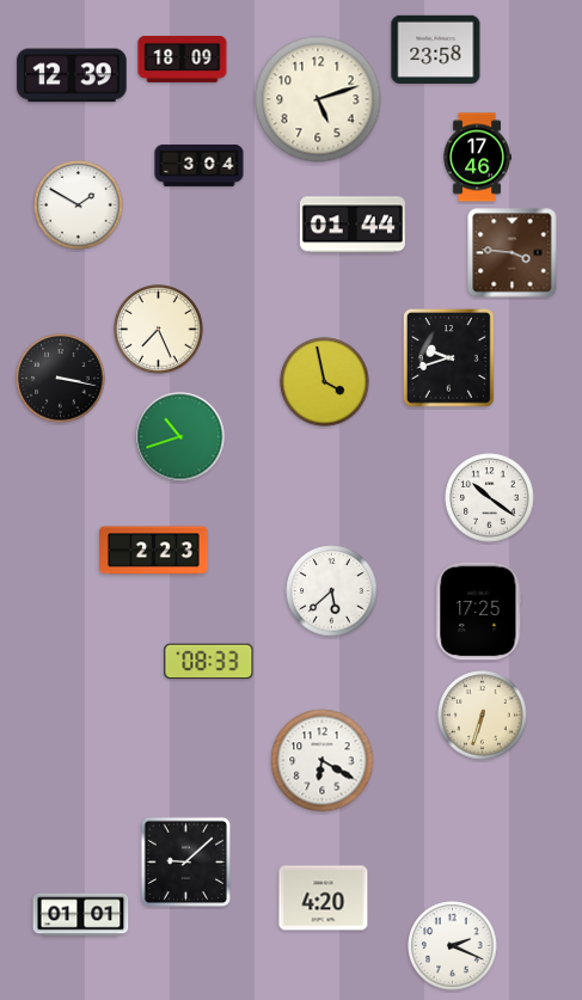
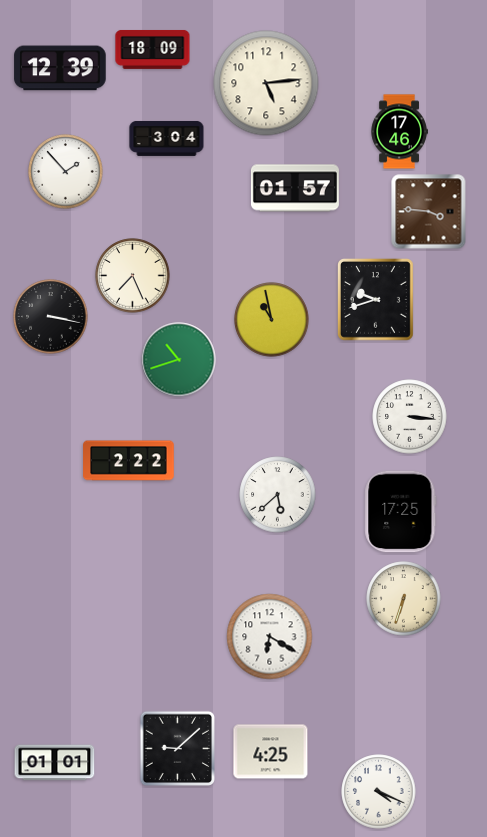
clock at (436, 49): 23:58 -> none
clock at (72, 75) position: (72, 75) -> (60, 68)
clock at (318, 99): 5:12 -> 5:14
clock at (79, 205): 1:50 -> 1:53
clock at (353, 225): 01:44 -> 01:57
clock at (325, 382): 3:58 -> 10:58
clock at (180, 437) position: (180, 437) -> (179, 360)
clock at (490, 498): 10:21 -> 3:16
clock at (154, 551): 2:23 -> 2:22
clock at (209, 662): 08:33 -> none
clock at (186, 863) position: (186, 863) -> (178, 749)
clock at (324, 898): 4:20 -> 4:25
clock at (81, 915) position: (81, 915) -> (55, 763)
clock at (453, 946): 2:19 -> 4:19
